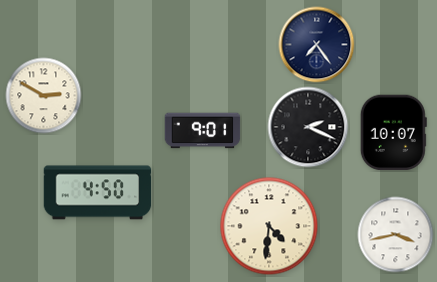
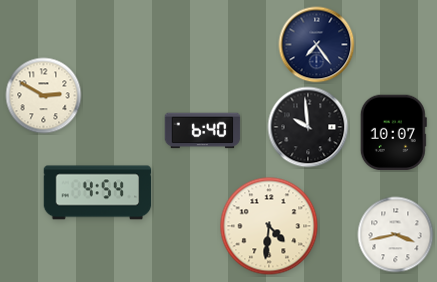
clock at (308, 127): 2:19 -> 9:59
clock at (203, 131): 9:01 -> 6:40
clock at (98, 193): 4:50 -> 4:54
